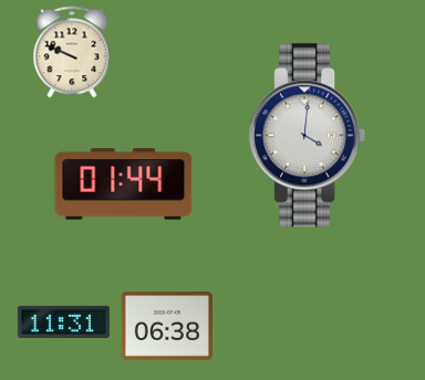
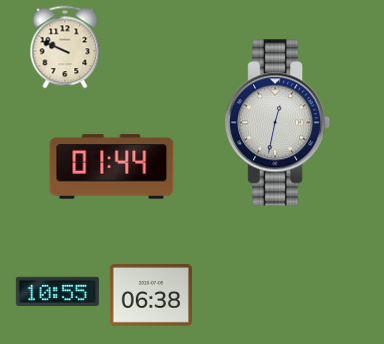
clock at (308, 136): 4:01 -> 12:32
clock at (63, 321): 11:31 -> 10:55
